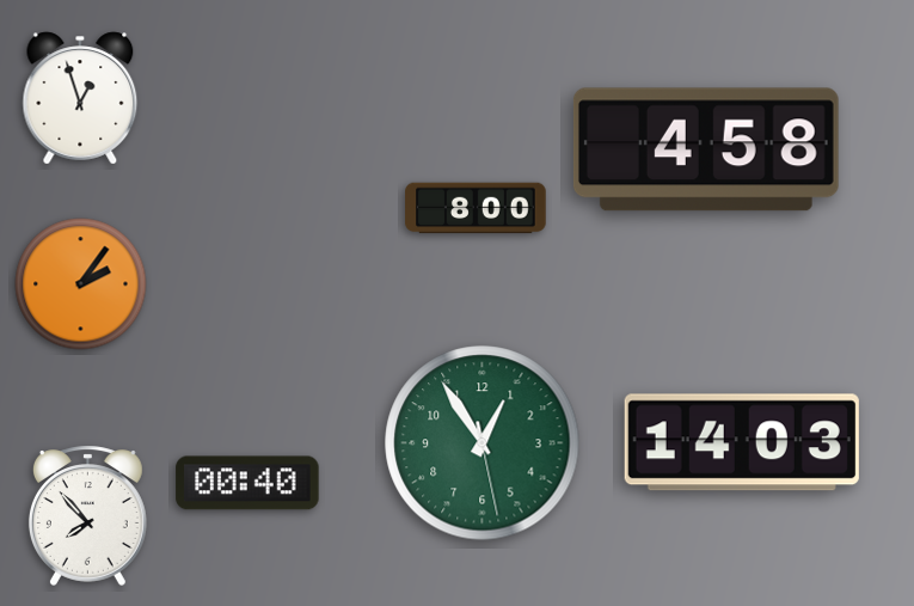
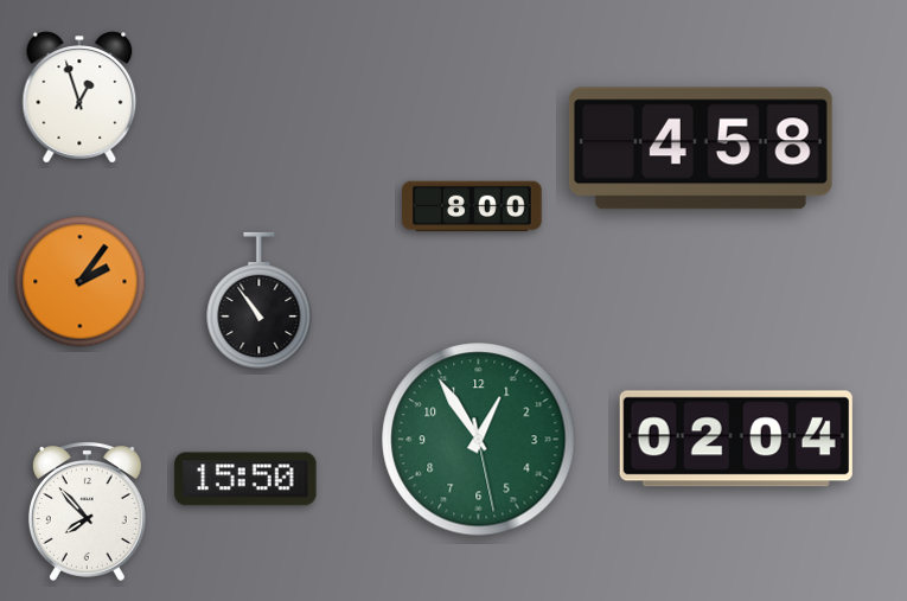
clock at (260, 300): none -> 10:54
clock at (742, 442): 14:03 -> 02:04
clock at (247, 483): 00:40 -> 15:50
